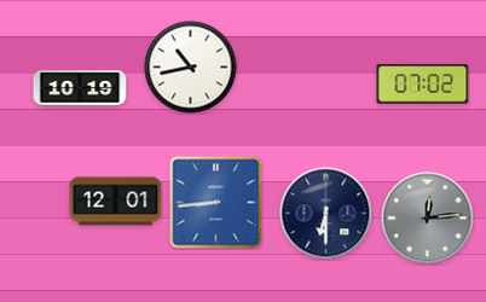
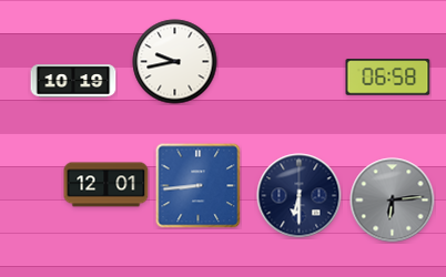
clock at (191, 68): 10:43 -> 9:43
clock at (423, 85): 07:02 -> 06:58
clock at (428, 219): 12:14 -> 6:14
